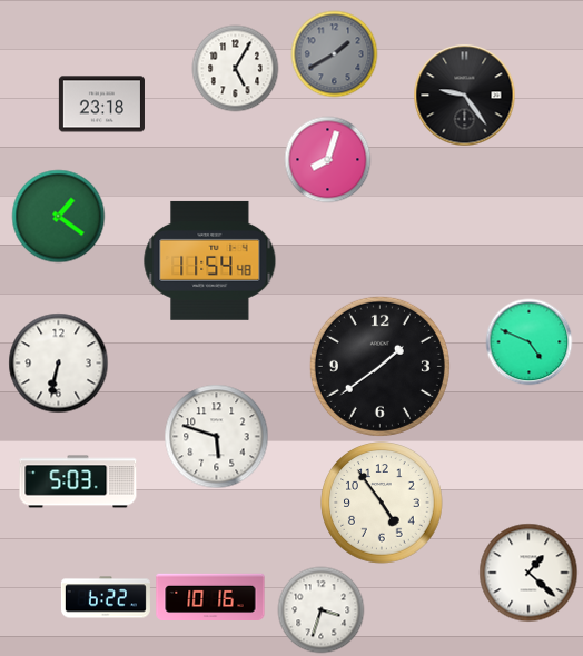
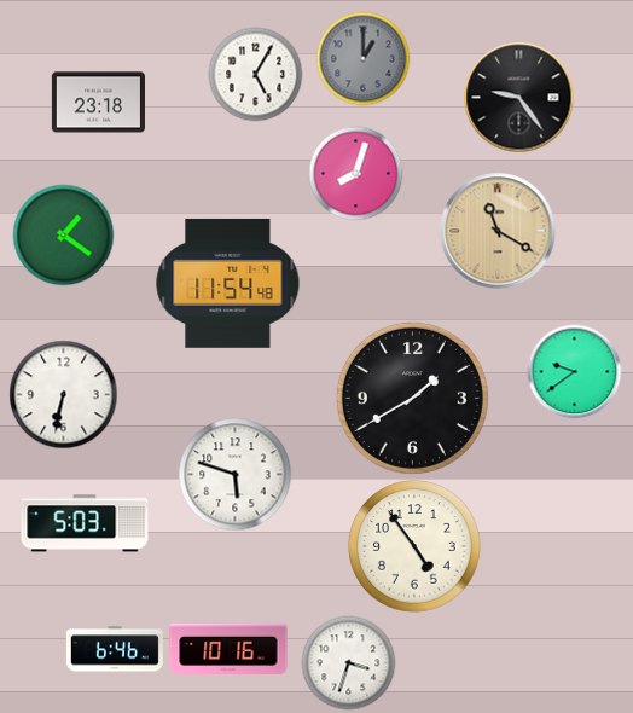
clock at (334, 53): 1:40 -> 1:00
clock at (464, 95) position: (464, 95) -> (518, 97)
clock at (101, 105) position: (101, 105) -> (98, 103)
clock at (498, 231): none -> 11:20
clock at (528, 341): 4:49 -> 9:39
clock at (379, 366): 1:39 -> 1:40
clock at (528, 573): 1:22 -> none
clock at (106, 597): 6:22 -> 6:46
